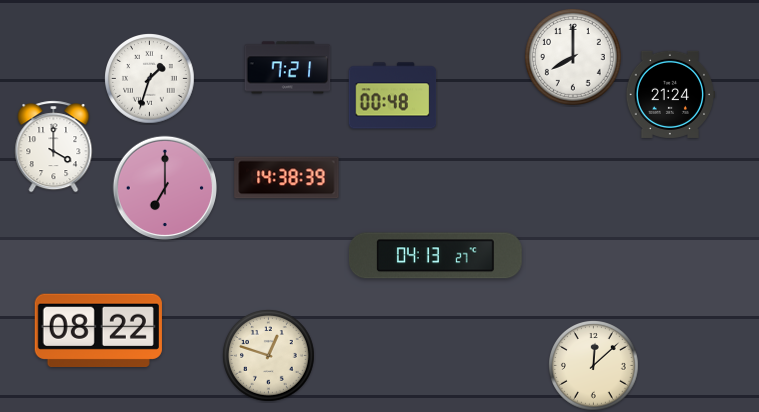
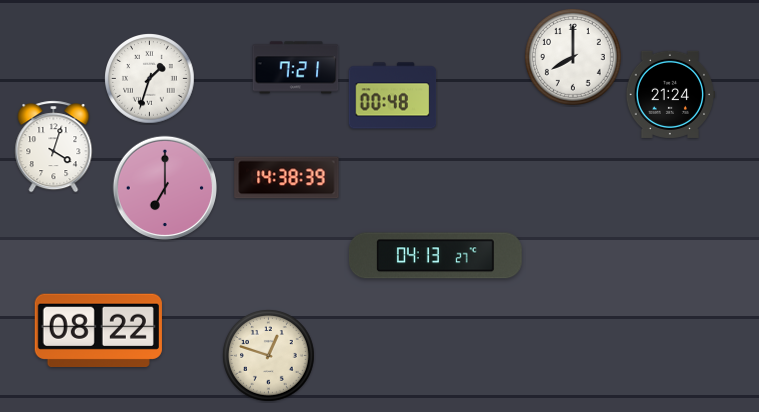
clock at (288, 68) position: (288, 68) -> (296, 68)
clock at (54, 147): 4:00 -> 4:03
clock at (594, 366): 12:08 -> none
